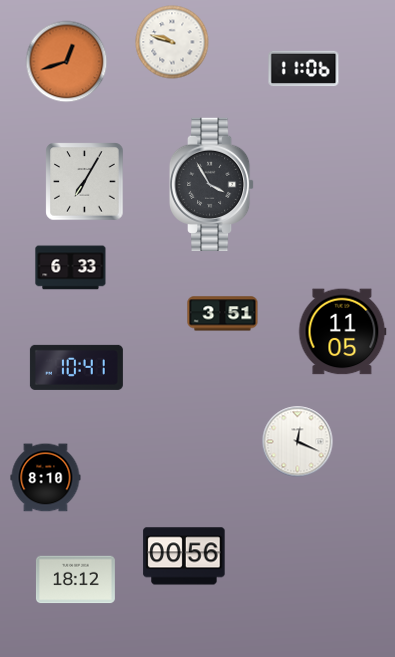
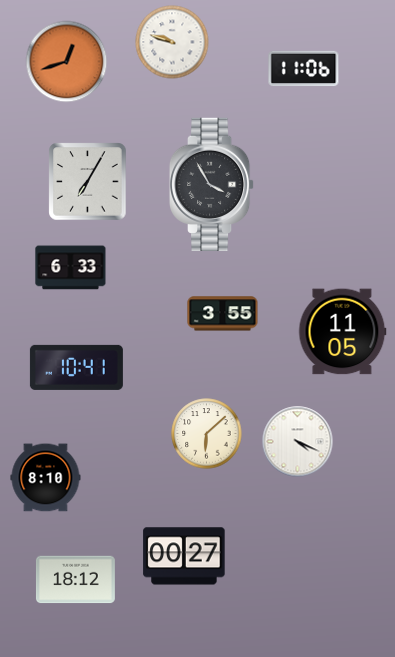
clock at (85, 182) position: (85, 182) -> (88, 182)
clock at (223, 314): 3:51 -> 3:55
clock at (207, 434): none -> 6:08
clock at (298, 442): 12:19 -> 4:19
clock at (184, 556): 00:56 -> 00:27
